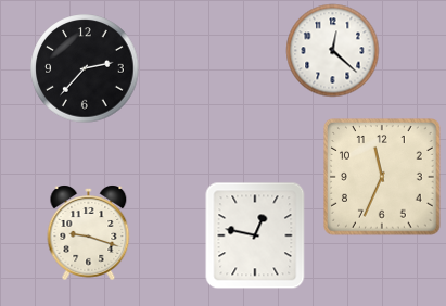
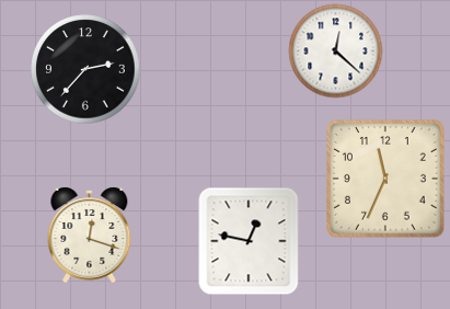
clock at (89, 232): 9:18 -> 12:18
clock at (255, 235) position: (255, 235) -> (249, 241)
